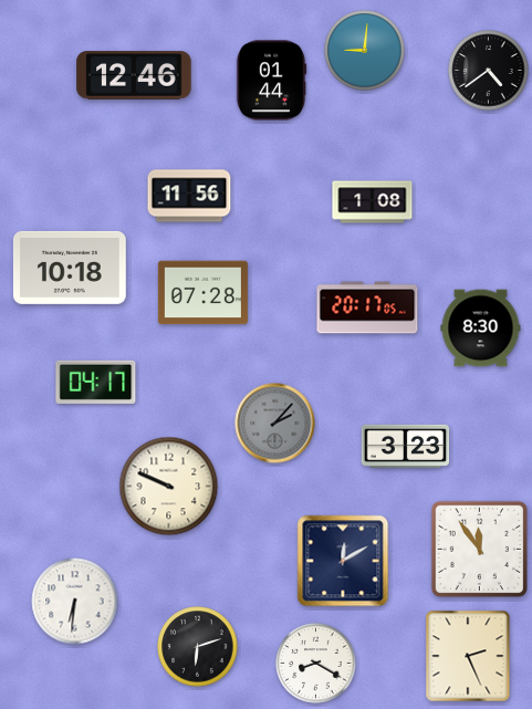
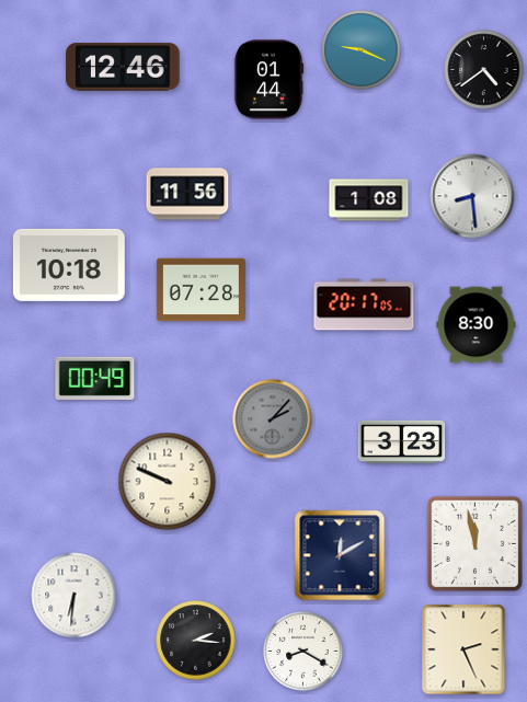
clock at (365, 51): 9:01 -> 9:19
clock at (134, 75) position: (134, 75) -> (123, 67)
clock at (472, 196): none -> 8:29
clock at (96, 382): 04:17 -> 00:49
clock at (479, 549): 11:54 -> 11:58
clock at (198, 647): 6:12 -> 2:16
clock at (316, 664) position: (316, 664) -> (303, 652)
